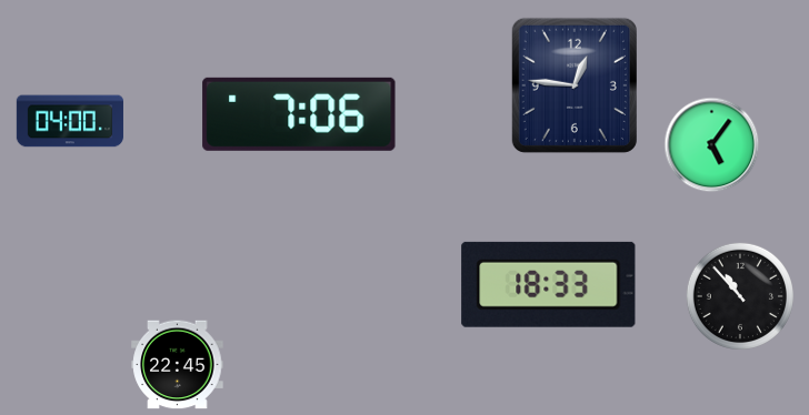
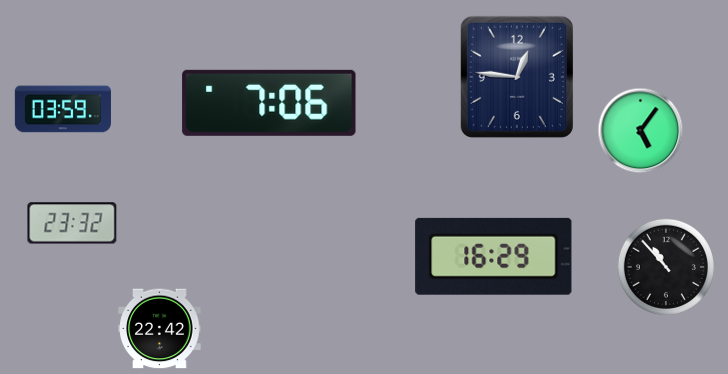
clock at (70, 121): 04:00 -> 03:59
clock at (72, 223): none -> 23:32
clock at (549, 284): 18:33 -> 16:29
clock at (178, 365): 22:45 -> 22:42
